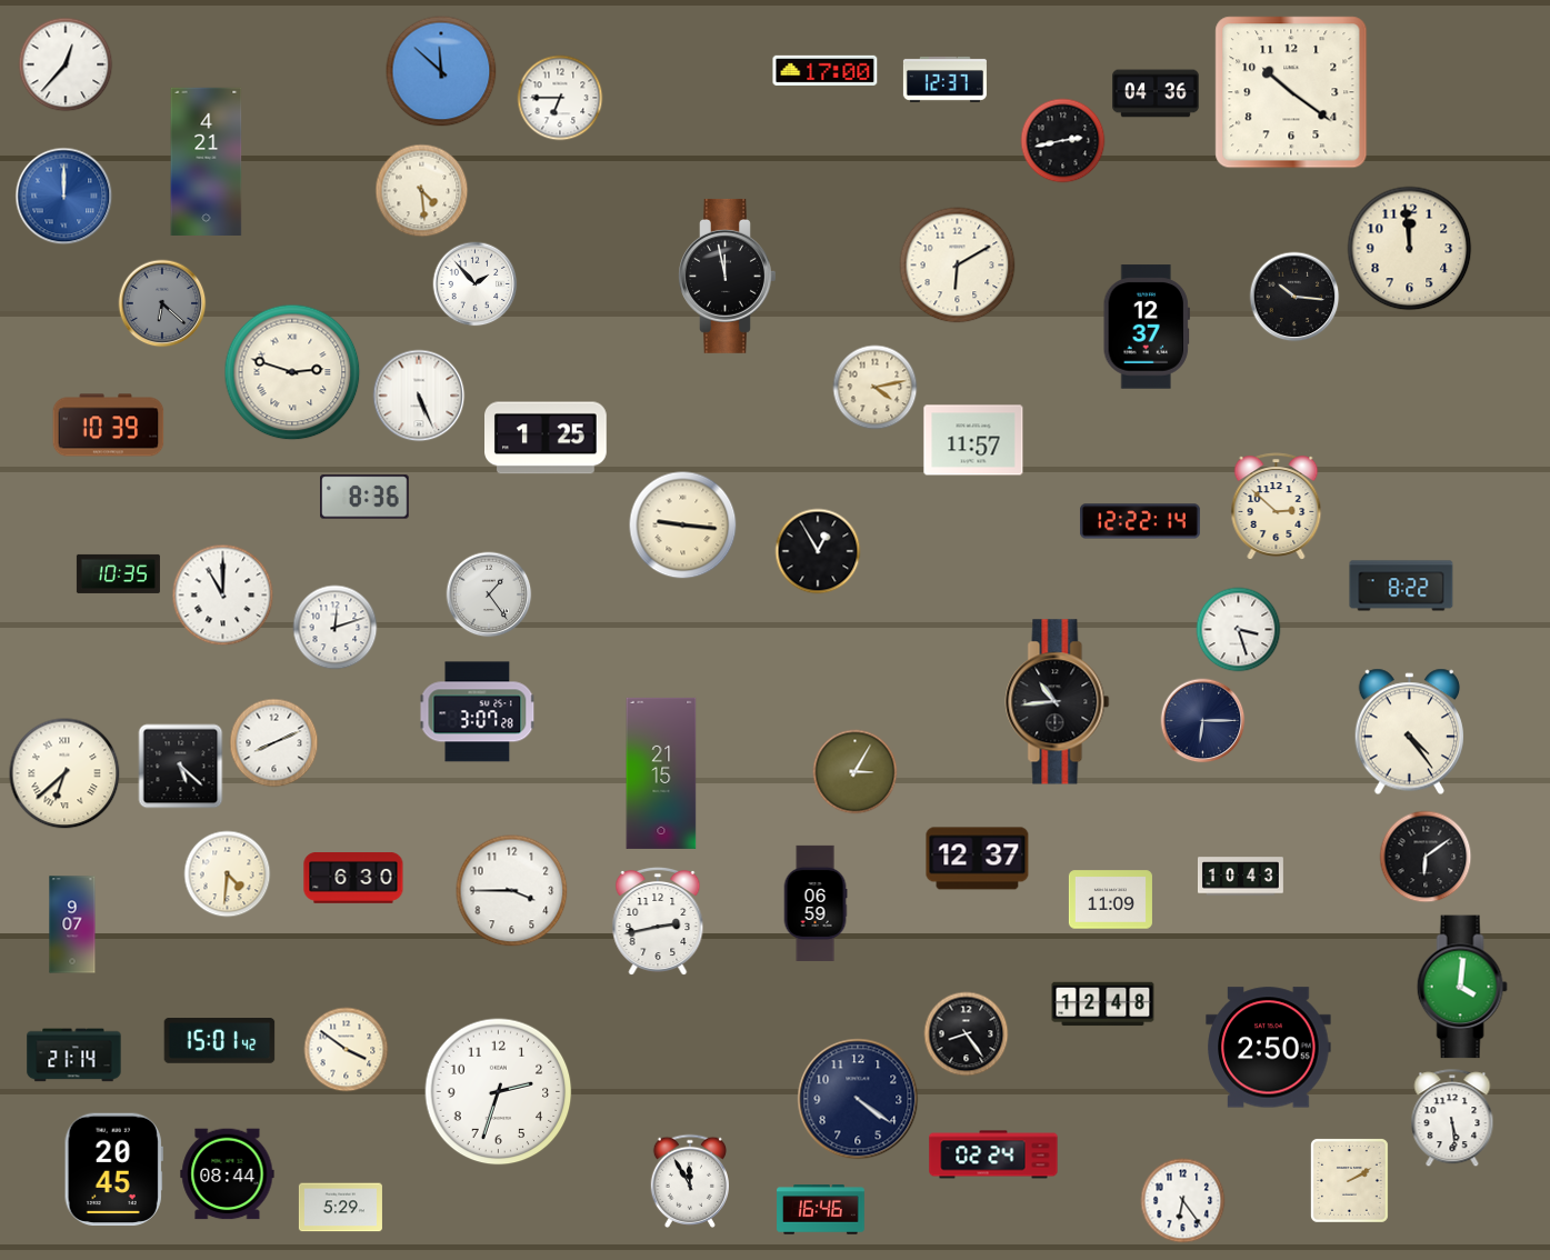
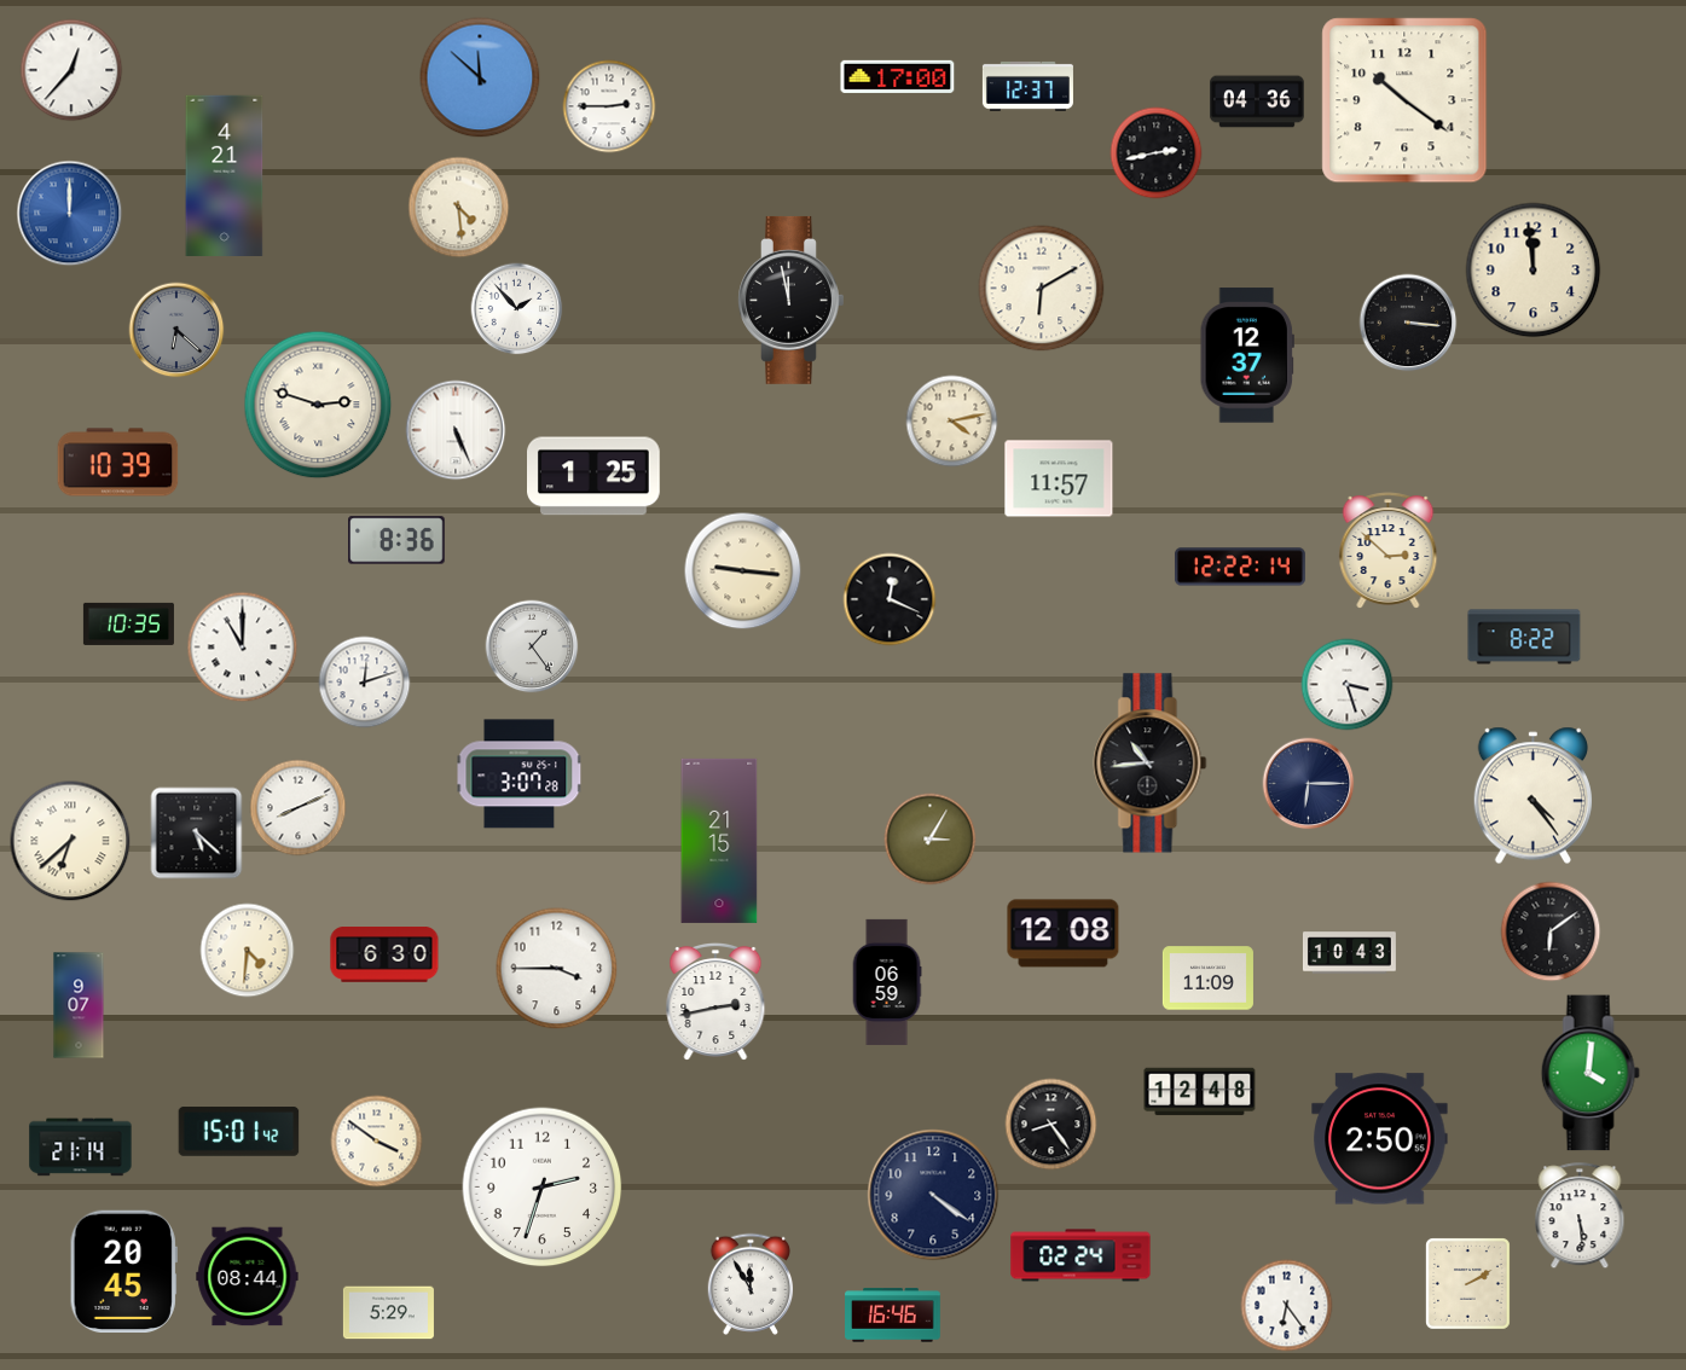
clock at (560, 98): 6:45 -> 2:45
clock at (1294, 297): 10:16 -> 3:16
clock at (818, 551): 12:55 -> 12:19
clock at (978, 859): 12:37 -> 12:08
clock at (340, 1208) position: (340, 1208) -> (388, 1313)
